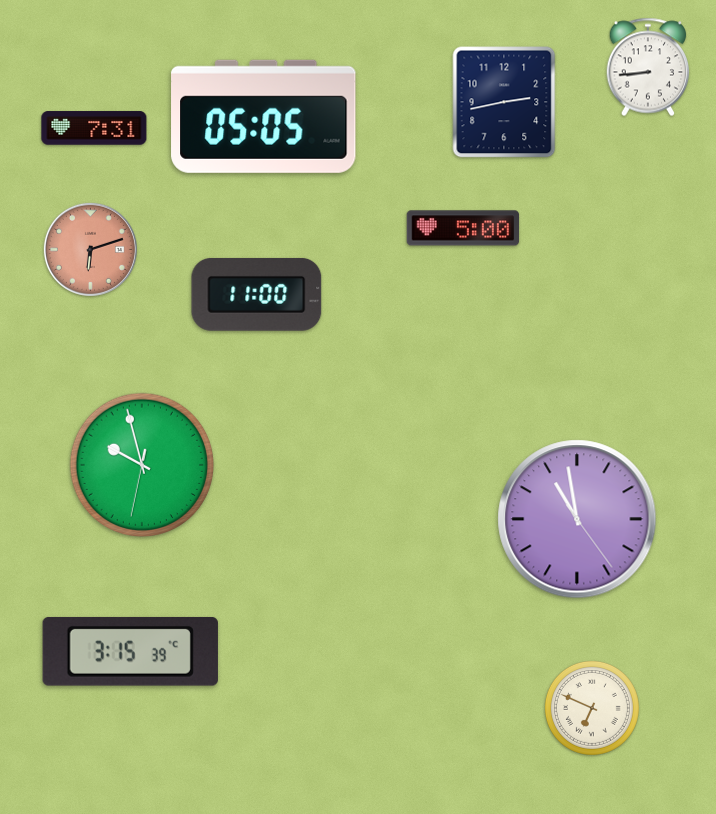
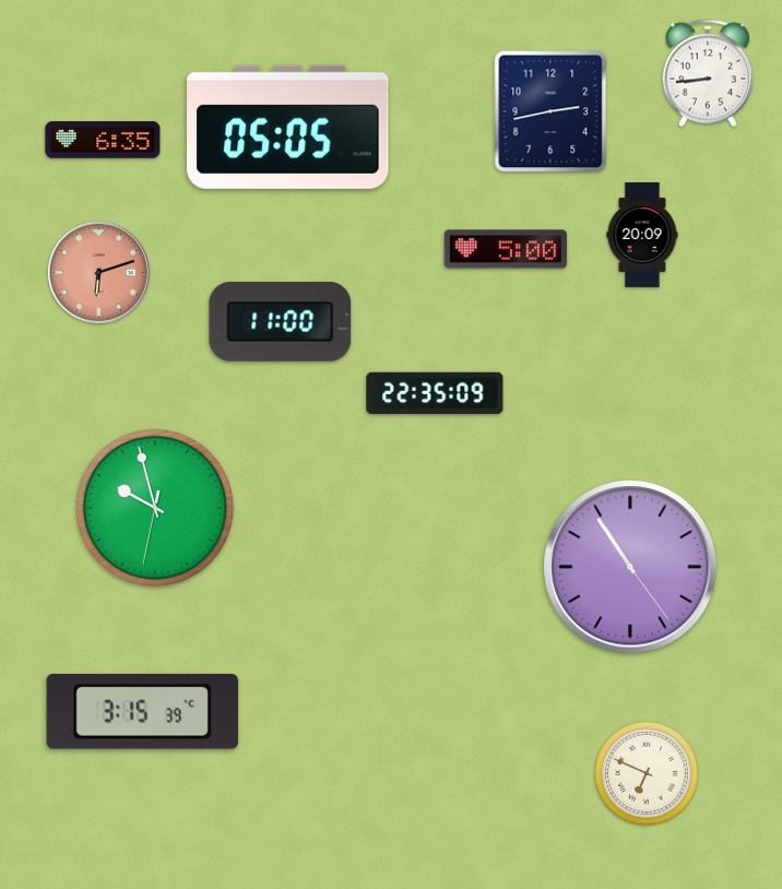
clock at (94, 128): 7:31 -> 6:35
clock at (642, 235): none -> 20:09
clock at (435, 393): none -> 22:35
clock at (577, 519): 10:58 -> 10:54
